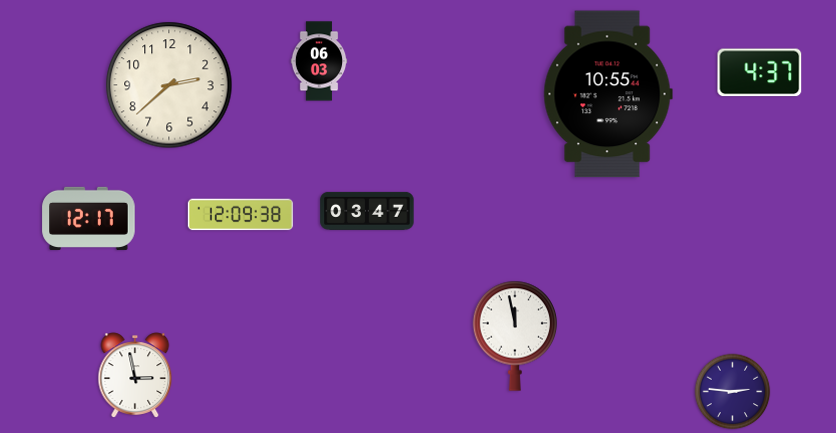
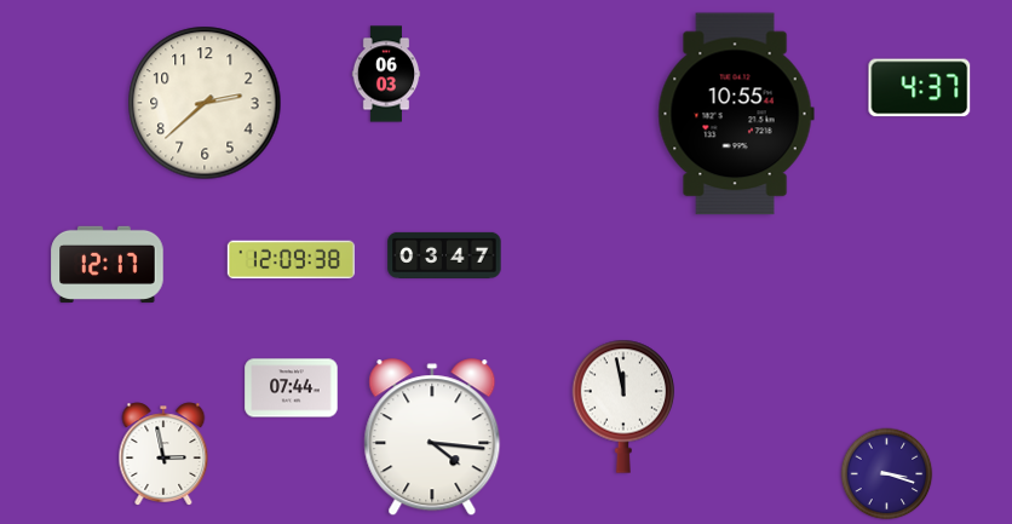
clock at (292, 388): none -> 07:44
clock at (432, 438): none -> 4:16
clock at (733, 392): 2:46 -> 3:18
